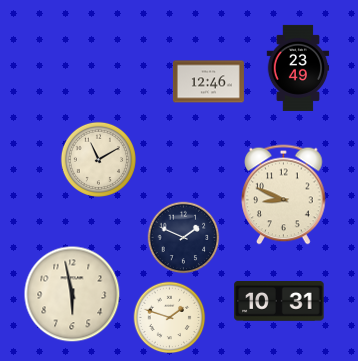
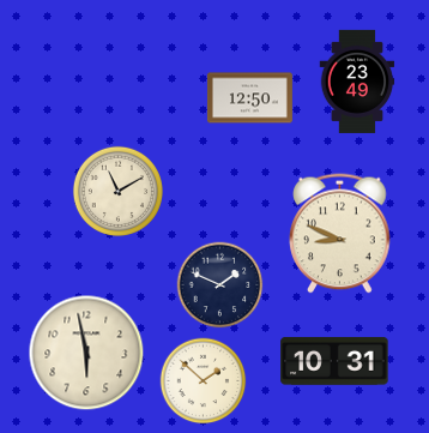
clock at (208, 82): 12:46 -> 12:50
clock at (170, 318): 1:48 -> 1:52
